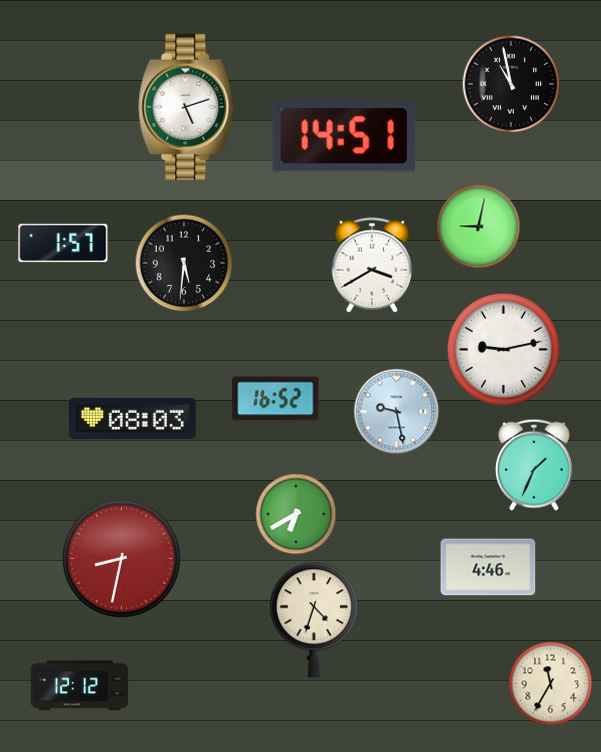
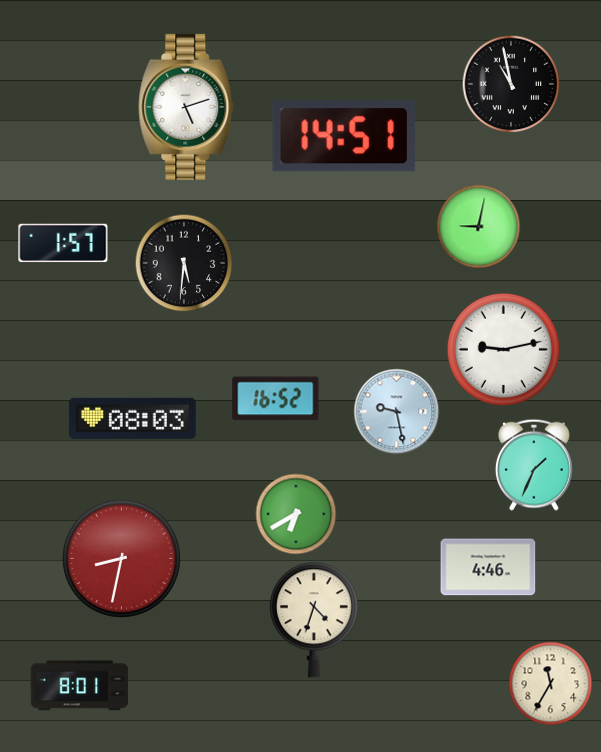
clock at (372, 265): 3:40 -> none
clock at (80, 686): 12:12 -> 8:01
